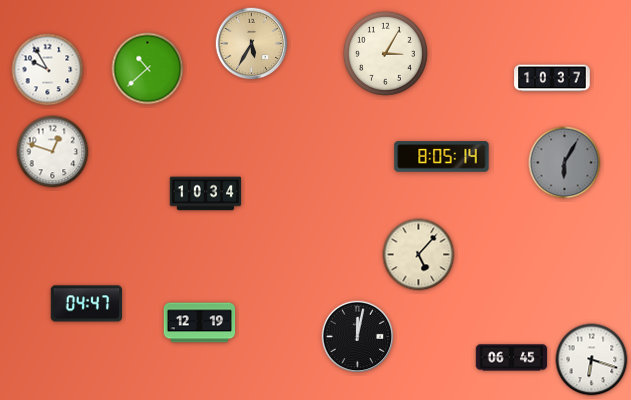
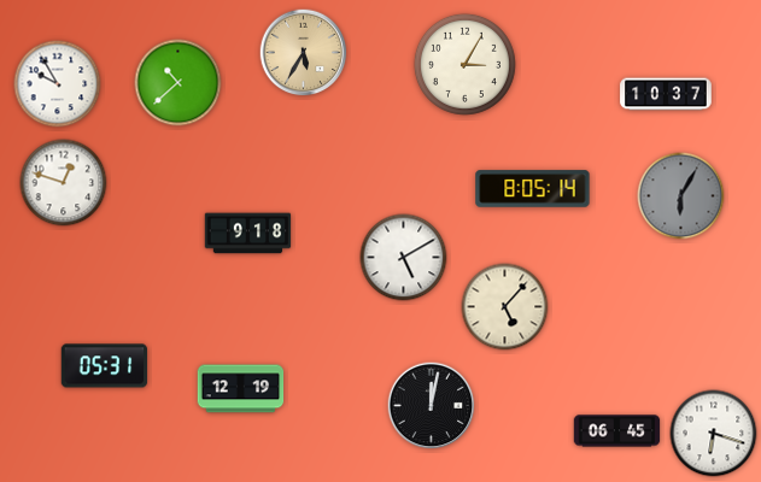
clock at (206, 194): 10:34 -> 9:18
clock at (404, 258): none -> 5:10
clock at (87, 304): 04:47 -> 05:31
